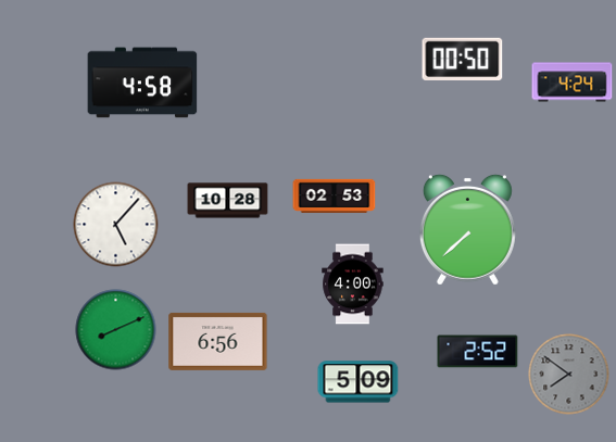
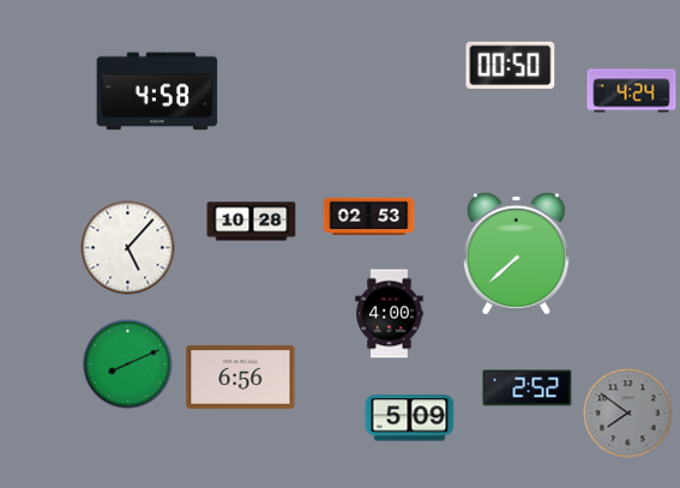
clock at (359, 382) position: (359, 382) -> (410, 418)
